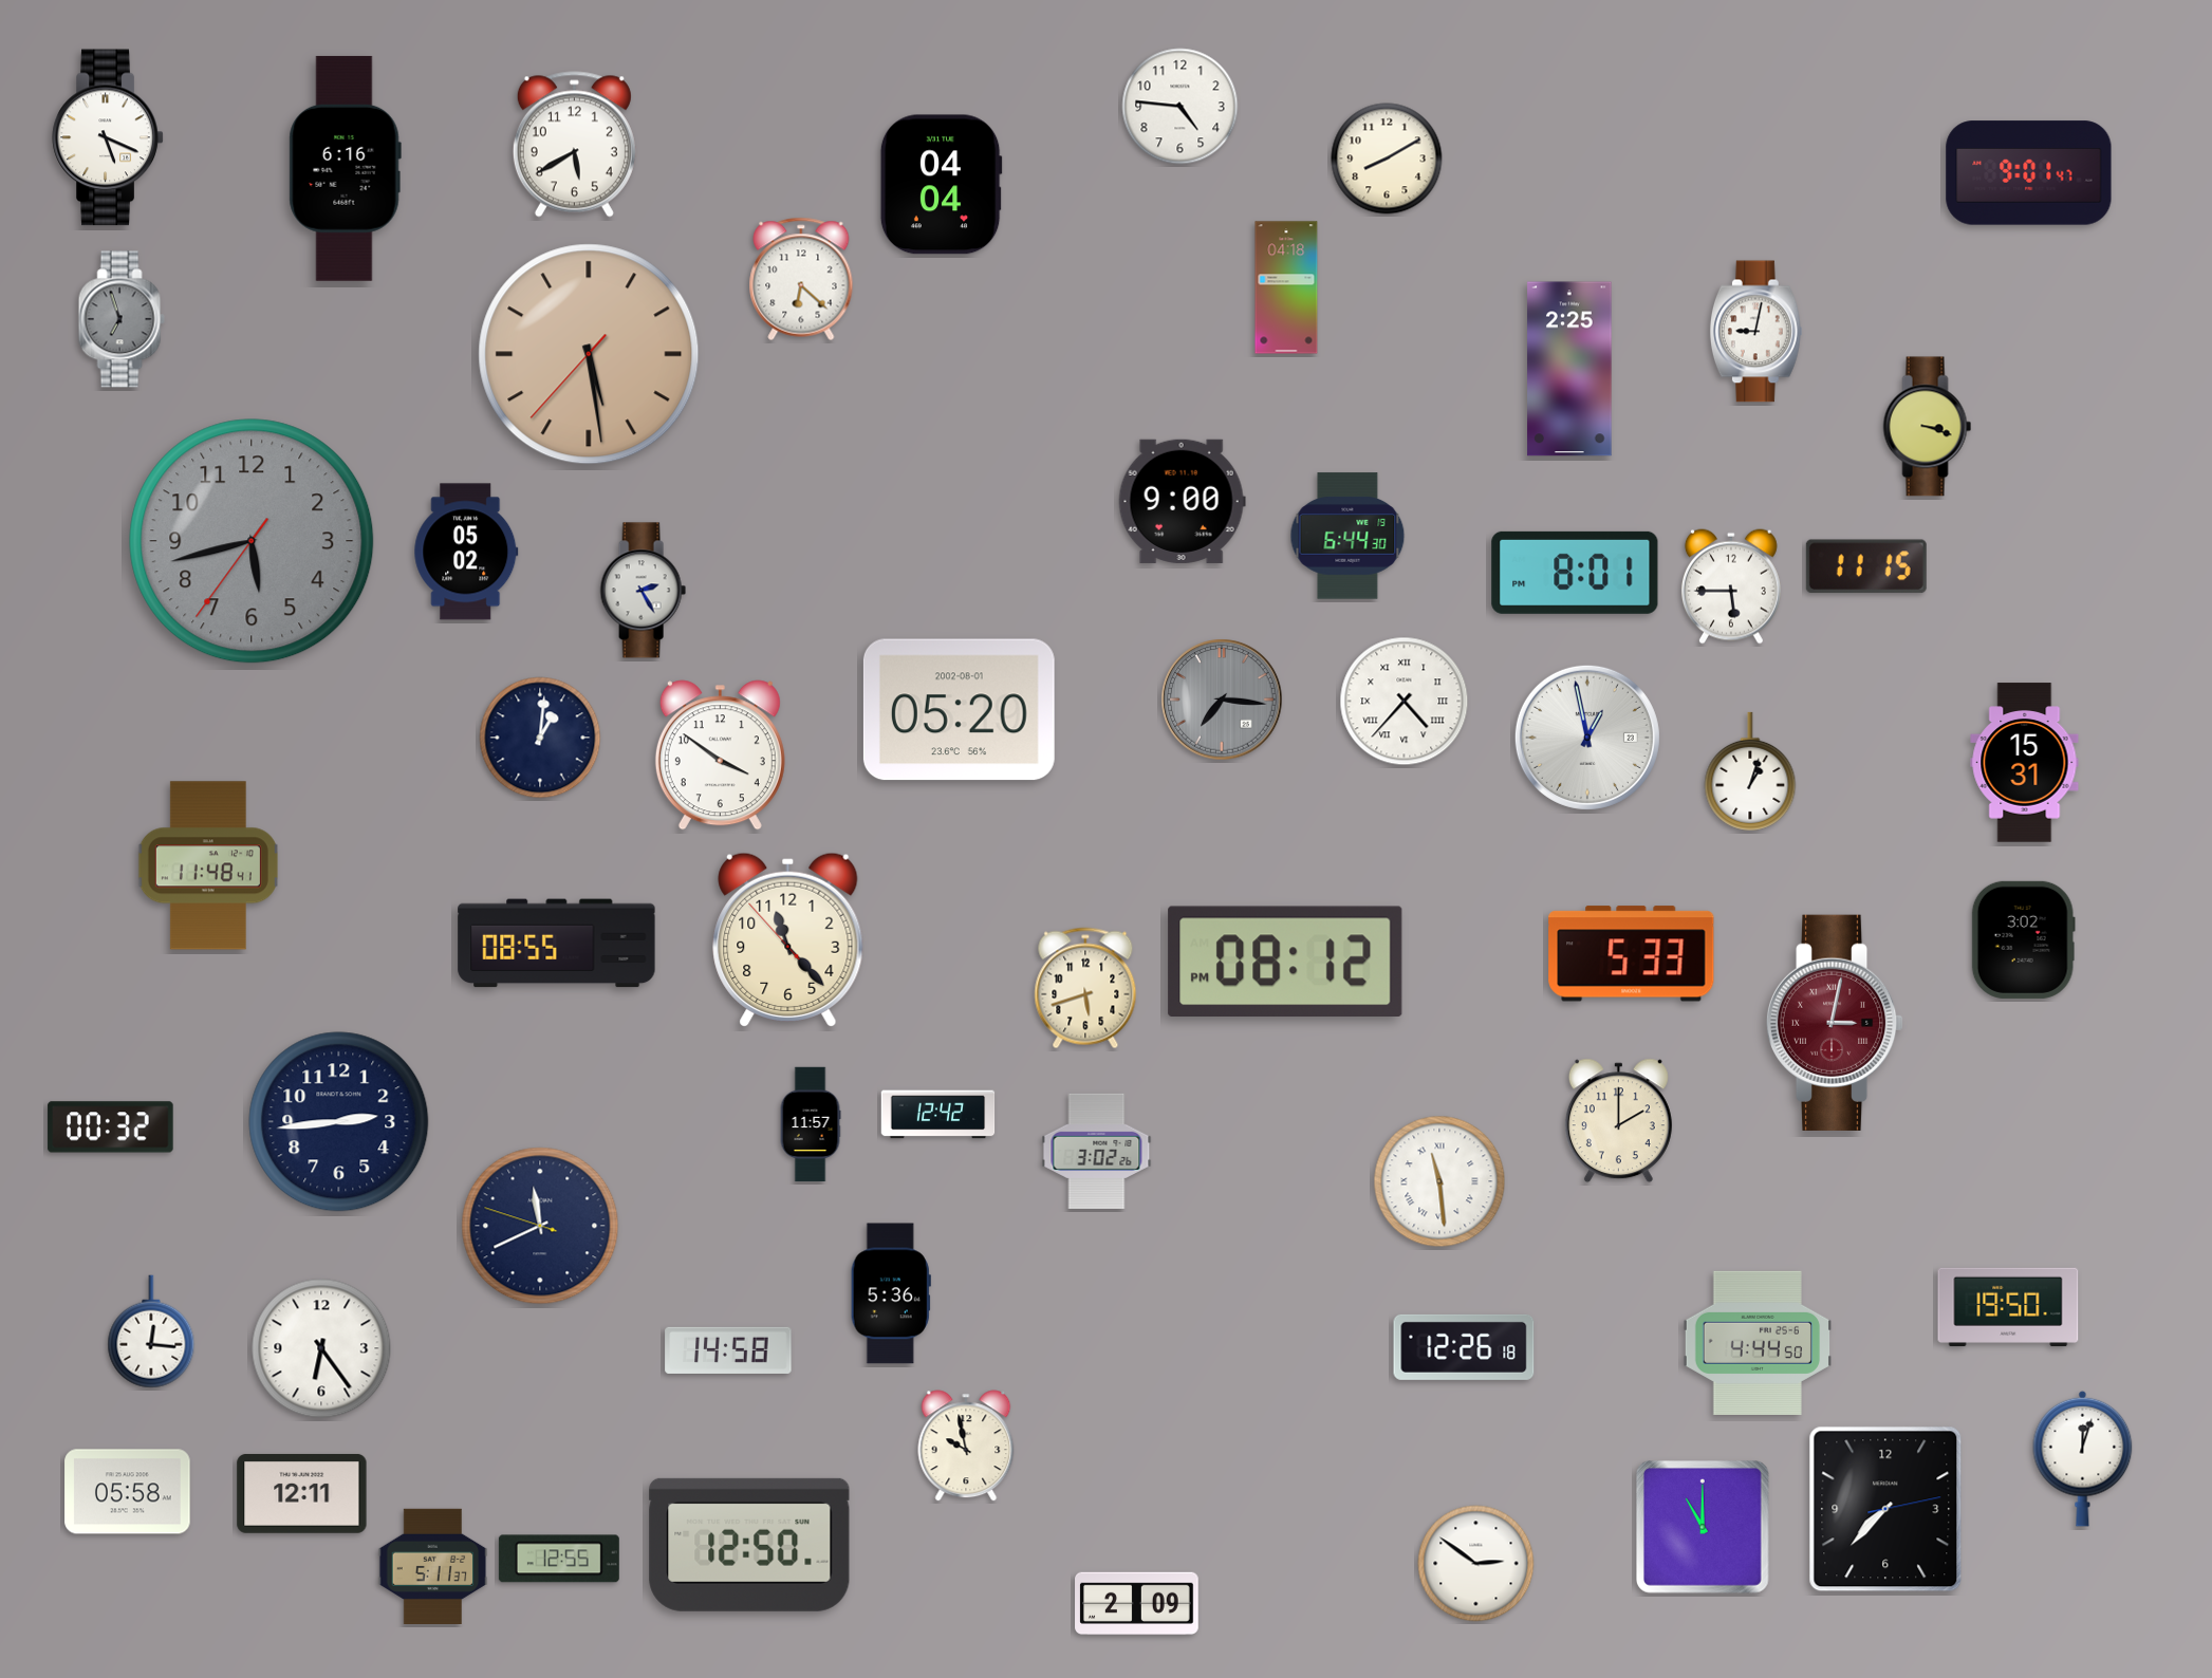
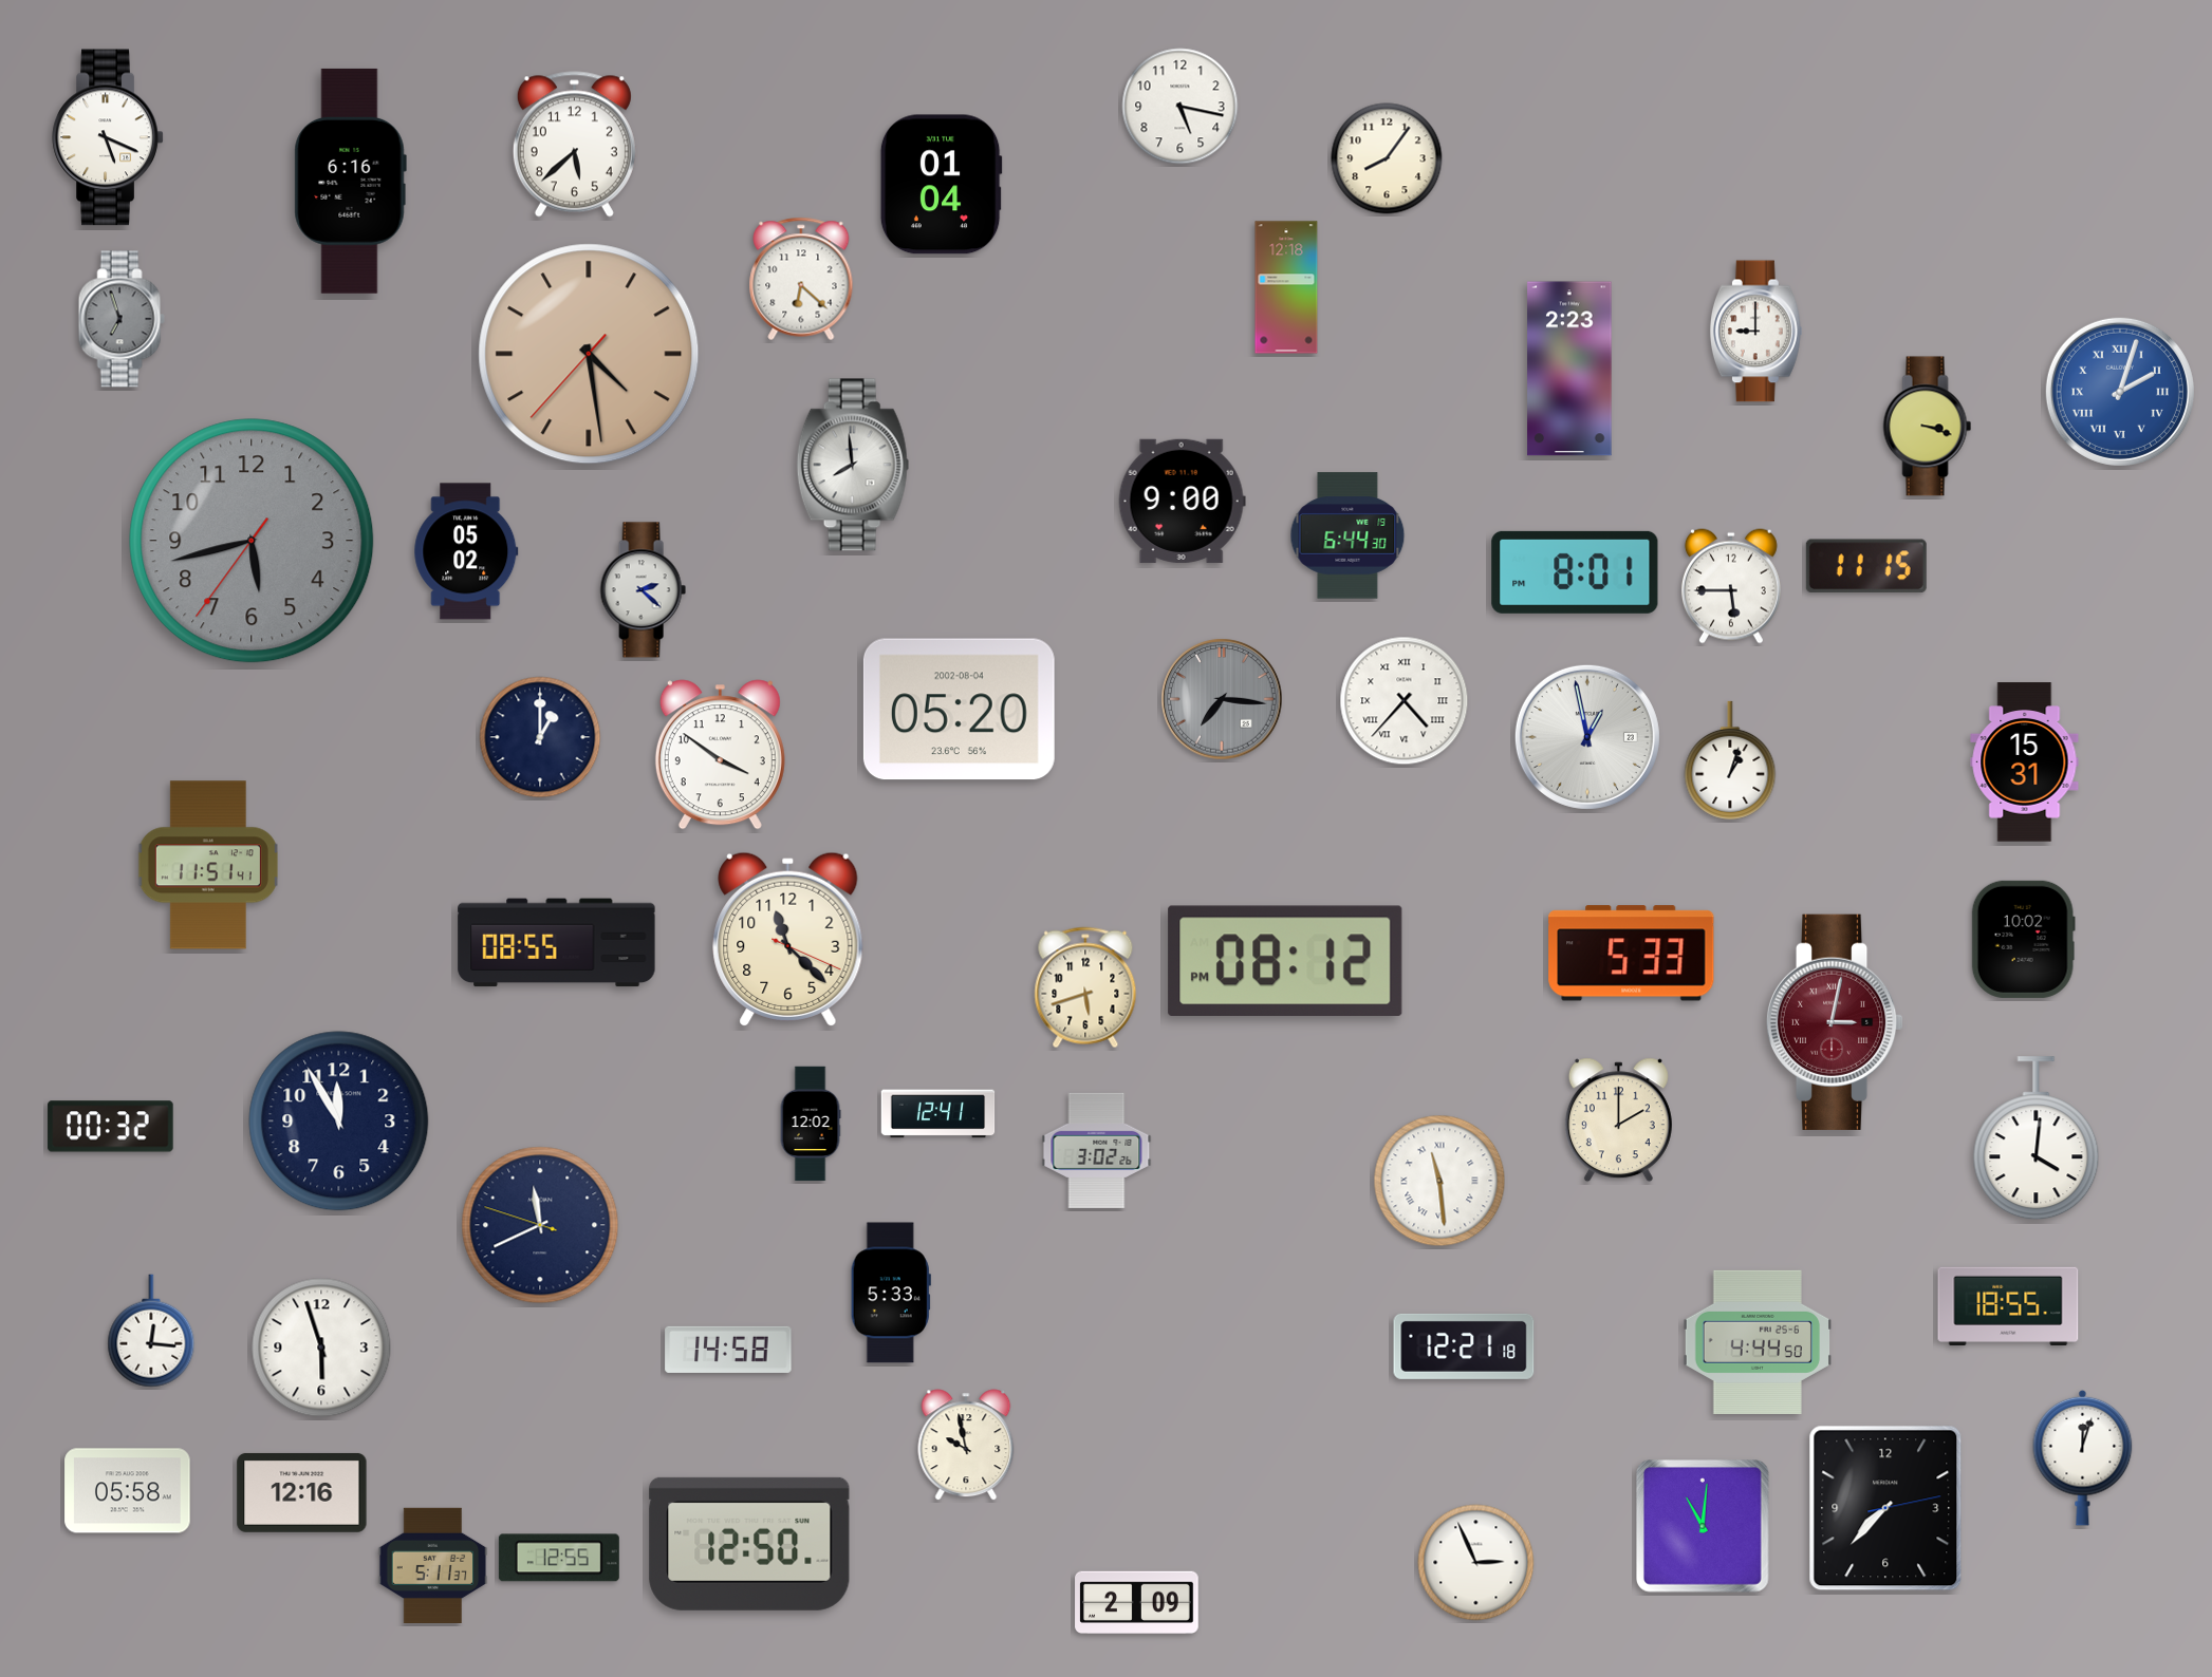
clock at (1181, 107): 4:46 -> 5:17
clock at (574, 145): 5:40 -> 5:38
clock at (1387, 159): 8:10 -> 8:06
clock at (345, 168) position: (345, 168) -> (350, 181)
clock at (2029, 173): 9:01 -> none
clock at (941, 185): 04:04 -> 01:04
clock at (1286, 287): 04:18 -> 12:18
clock at (1755, 332): 9:02 -> 9:00
clock at (589, 354): 5:28 -> 4:28
clock at (1569, 369): 2:25 -> 2:23
clock at (2120, 392): none -> 2:03
clock at (853, 465): none -> 7:59
clock at (643, 591): 2:25 -> 2:22
clock at (959, 710) date: 2002-08-01 -> 2002-08-04
clock at (540, 738): 1:01 -> 1:00
clock at (1750, 771) position: (1750, 771) -> (1730, 760)
clock at (208, 865): 11:48 -> 11:51
clock at (788, 939): 11:22:53 -> 11:22:19
clock at (2023, 939): 3:02 -> 10:02
clock at (938, 1115): 12:42 -> 12:41
clock at (339, 1122): 2:44 -> 11:55
clock at (811, 1124): 11:57 -> 12:02
clock at (2037, 1138): none -> 4:01
clock at (891, 1293): 5:36 -> 5:33
clock at (2008, 1307): 19:50 -> 18:55
clock at (1464, 1347): 12:26 -> 12:21
clock at (321, 1348): 6:24 -> 5:57
clock at (302, 1493): 12:11 -> 12:16
clock at (1704, 1528): 11:00 -> 11:01
clock at (1476, 1564): 2:51 -> 2:56
